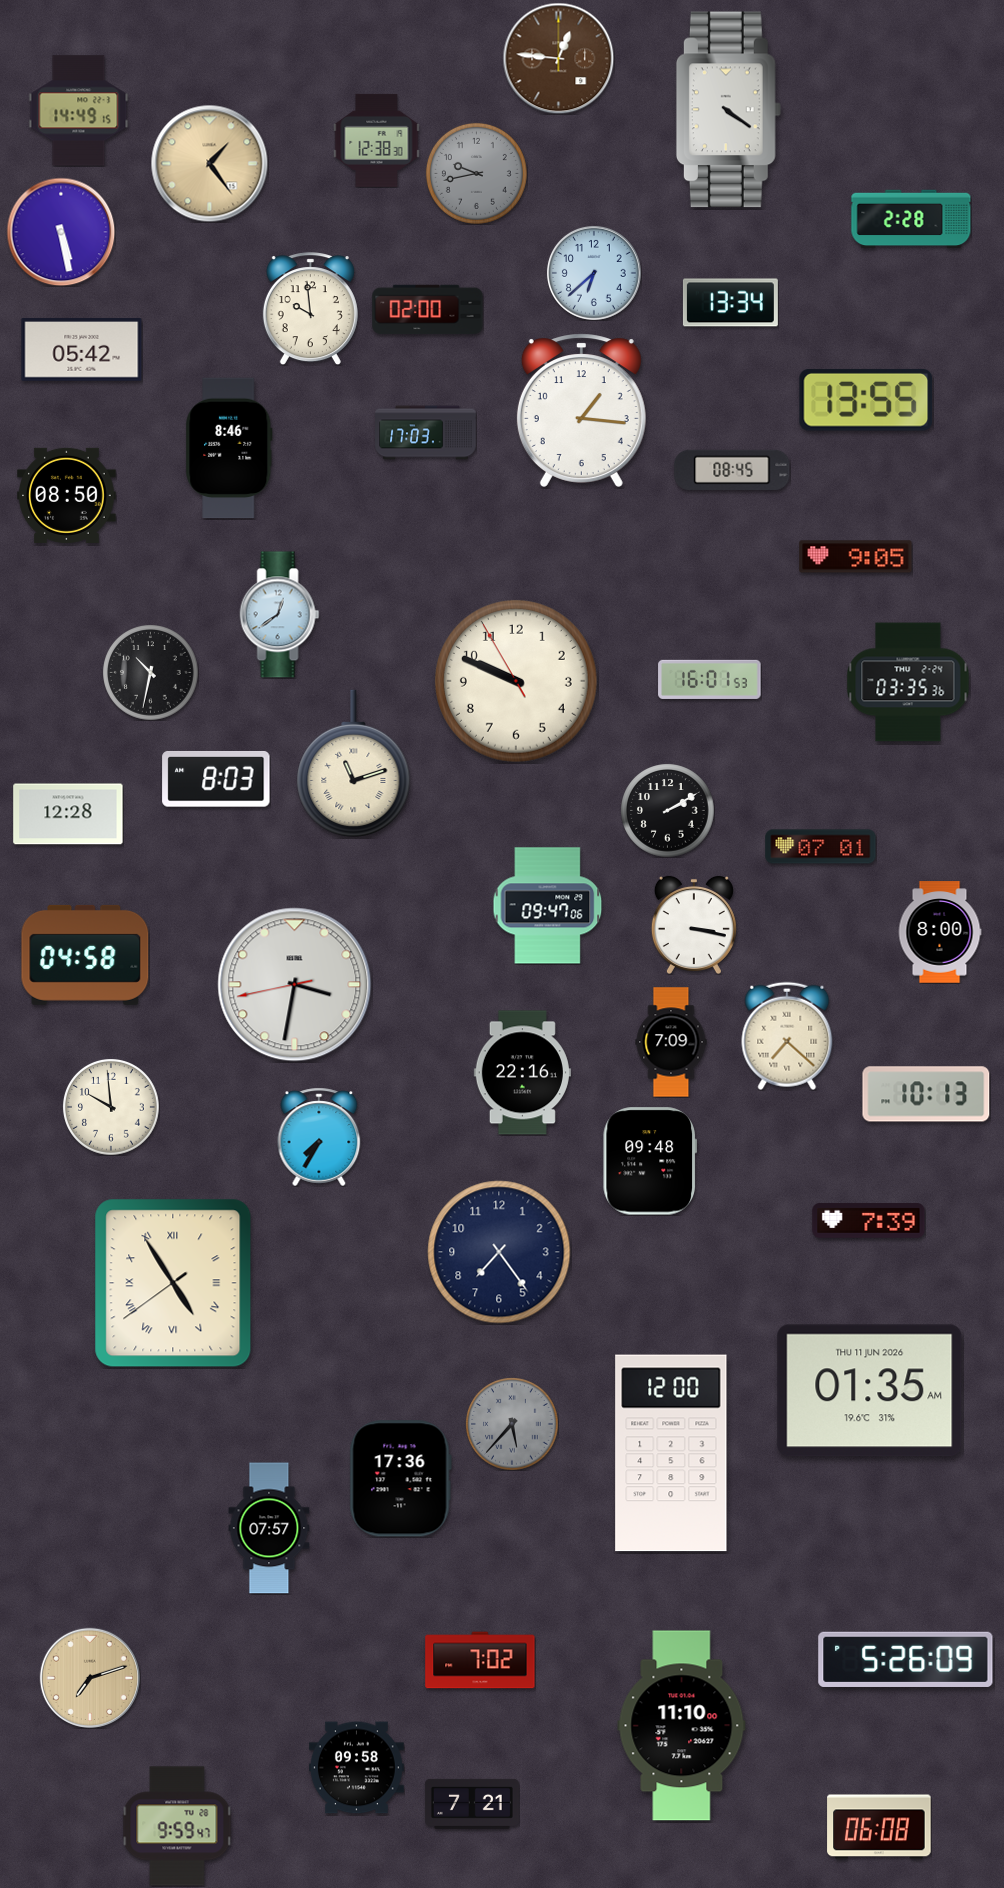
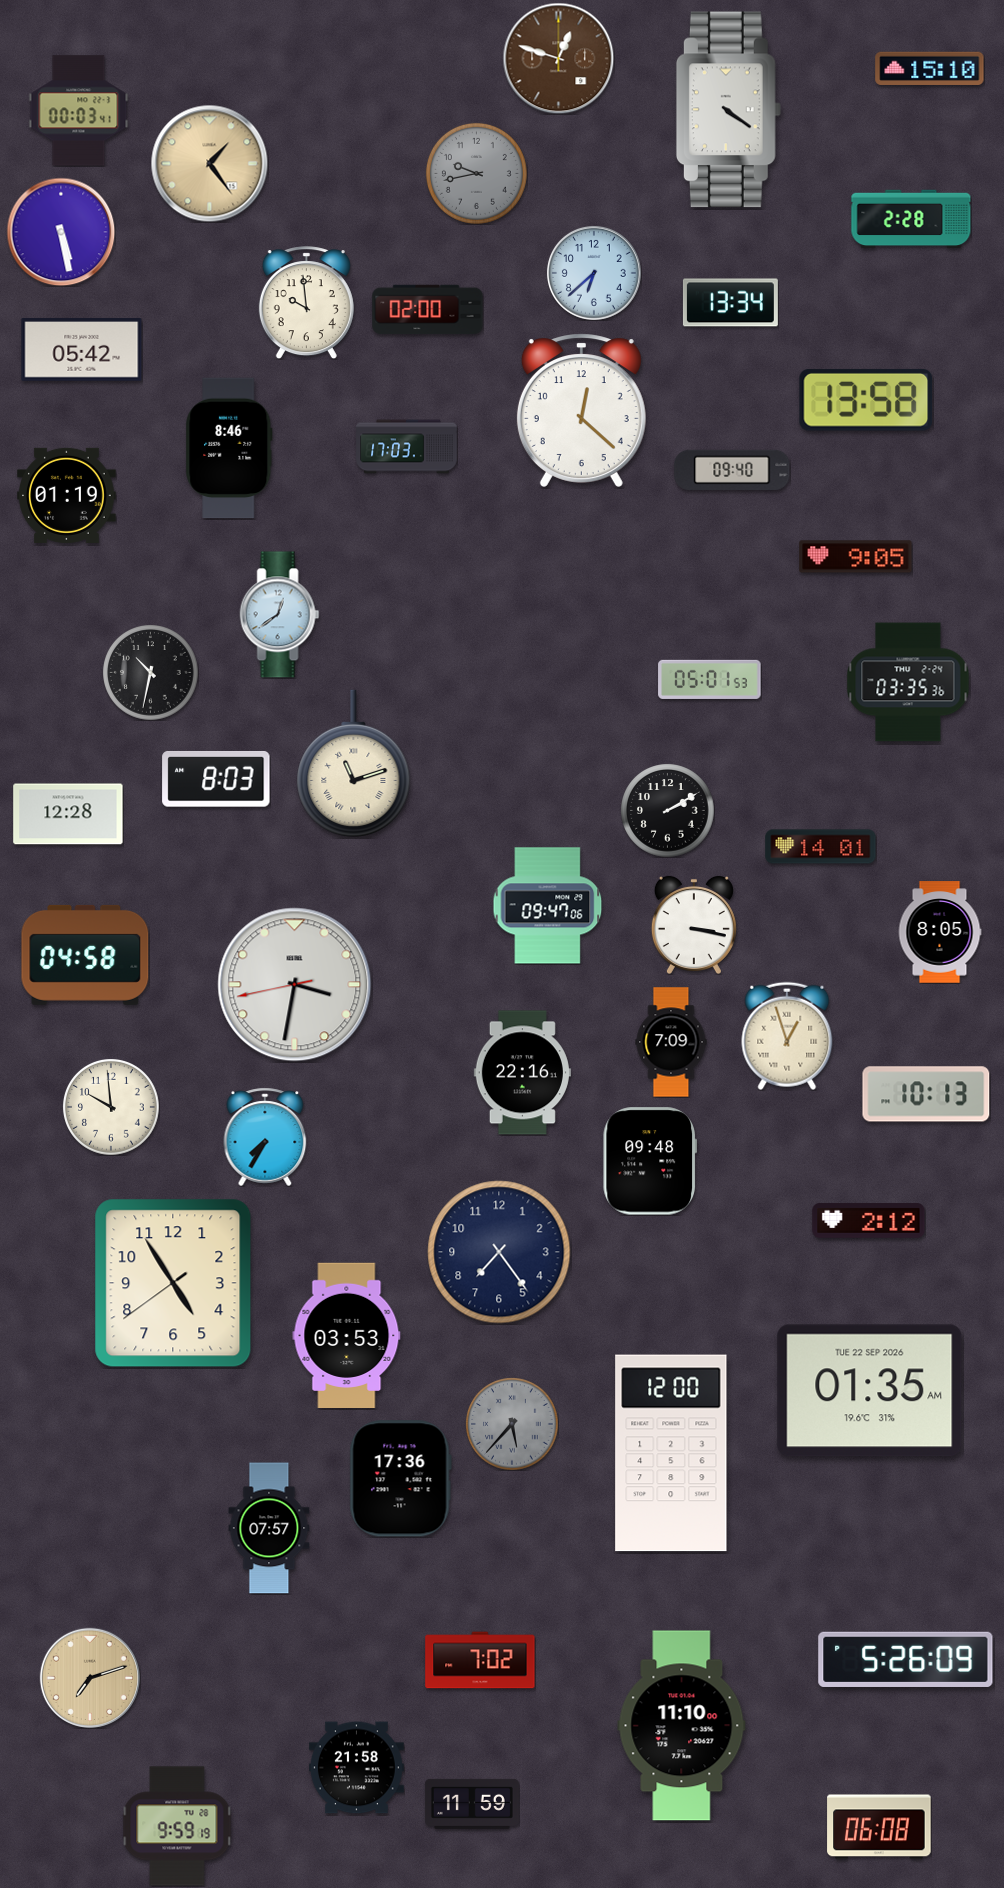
clock at (558, 58): 12:46 -> 12:48
clock at (930, 68): none -> 15:10
clock at (79, 111): 14:49 -> 00:03
clock at (377, 140): 12:38 -> none
clock at (310, 309) position: (310, 309) -> (306, 303)
clock at (866, 400): 13:55 -> 13:58
clock at (581, 410): 1:16 -> 12:22
clock at (426, 433) position: (426, 433) -> (407, 447)
clock at (732, 470): 08:45 -> 09:40
clock at (67, 495): 08:50 -> 01:19
clock at (710, 679): 16:01 -> 05:01
clock at (516, 681): 9:48 -> none
clock at (821, 847): 07:01 -> 14:01
clock at (940, 932): 8:00 -> 8:05
clock at (787, 1036): 7:22 -> 12:57
clock at (319, 1137) position: (319, 1137) -> (265, 1137)
clock at (869, 1221): 7:39 -> 2:12
clock at (173, 1283) numerals: Roman -> Arabic
clock at (347, 1335): none -> 03:53
clock at (870, 1391) date: THU 11 JUN 2026 -> TUE 22 SEP 2026
clock at (356, 1768): 09:58 -> 21:58
clock at (472, 1804): 7:21 -> 11:59
clock at (177, 1826): 9:59:47 -> 9:59:19
